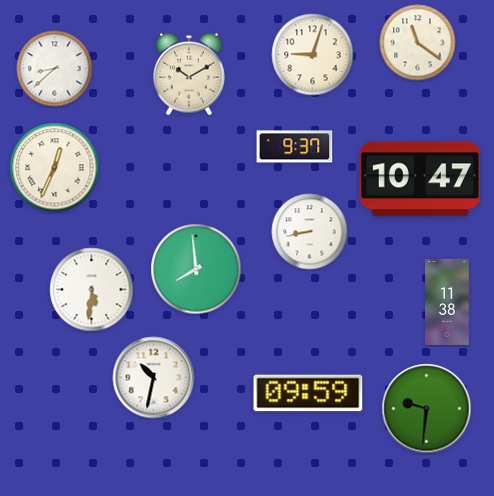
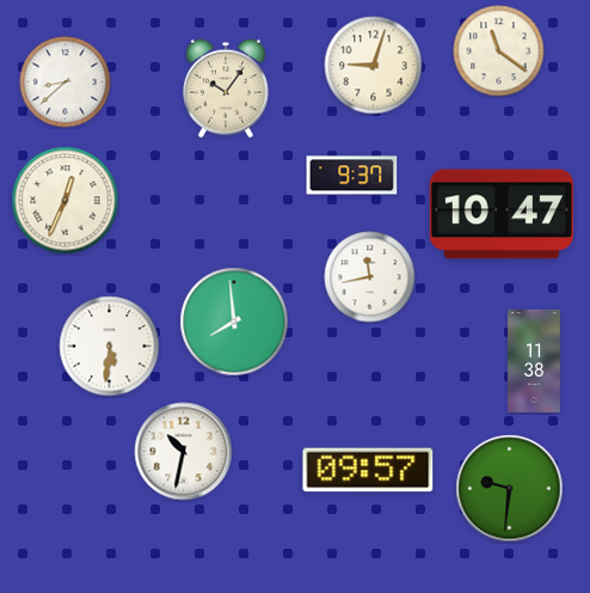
clock at (190, 74): 10:10 -> 10:06
clock at (310, 232): 8:43 -> 11:43
clock at (308, 393): 09:59 -> 09:57
